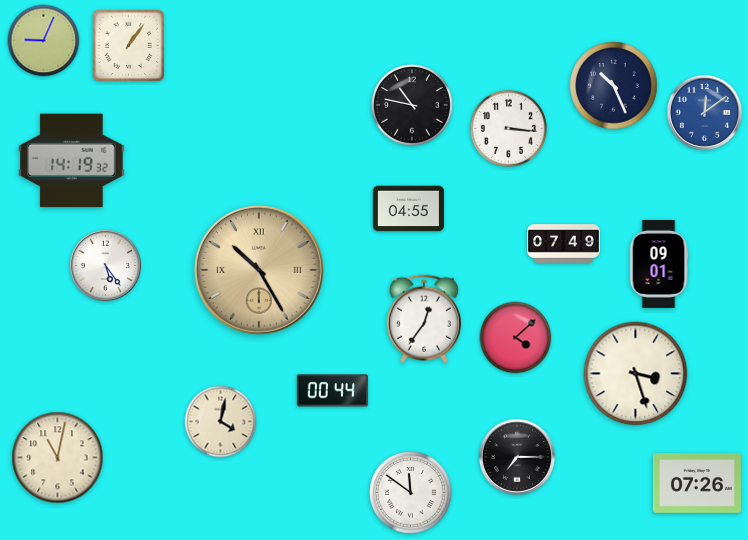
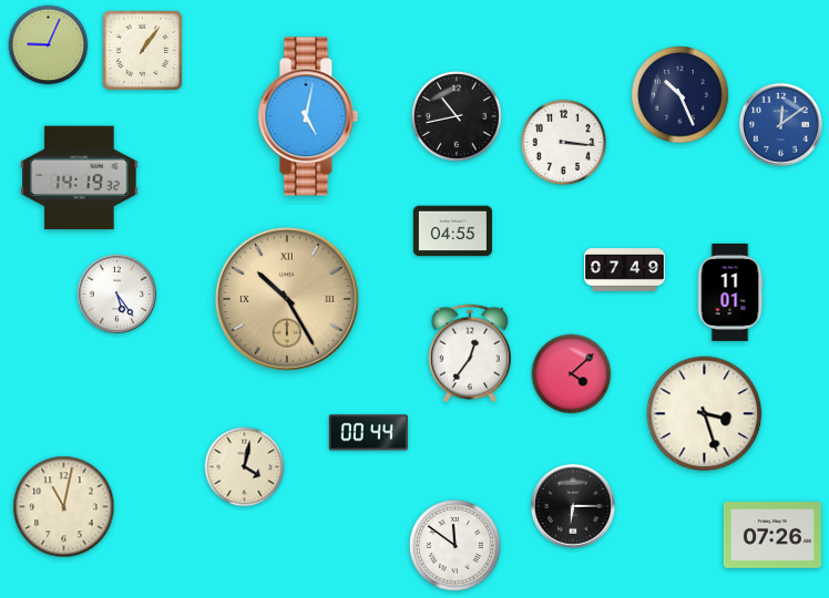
clock at (308, 116): none -> 5:02
clock at (412, 105): 10:47 -> 10:43
clock at (659, 264): 09:01 -> 11:01
clock at (517, 457): 7:15 -> 6:15
